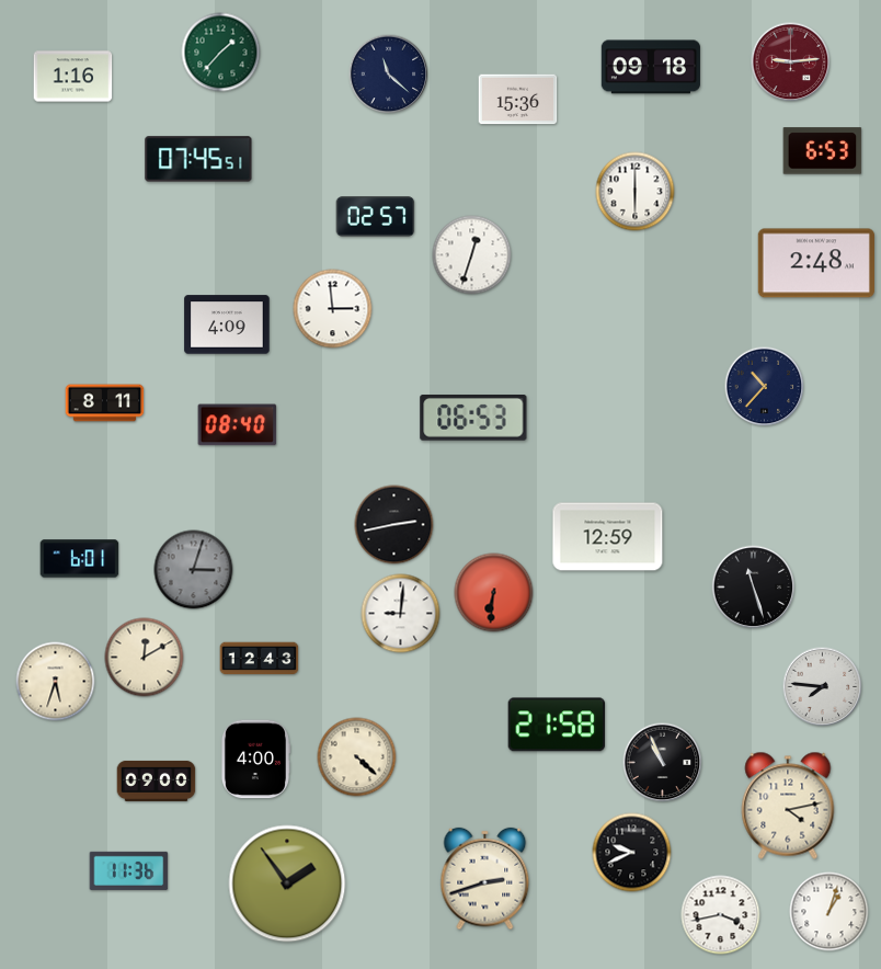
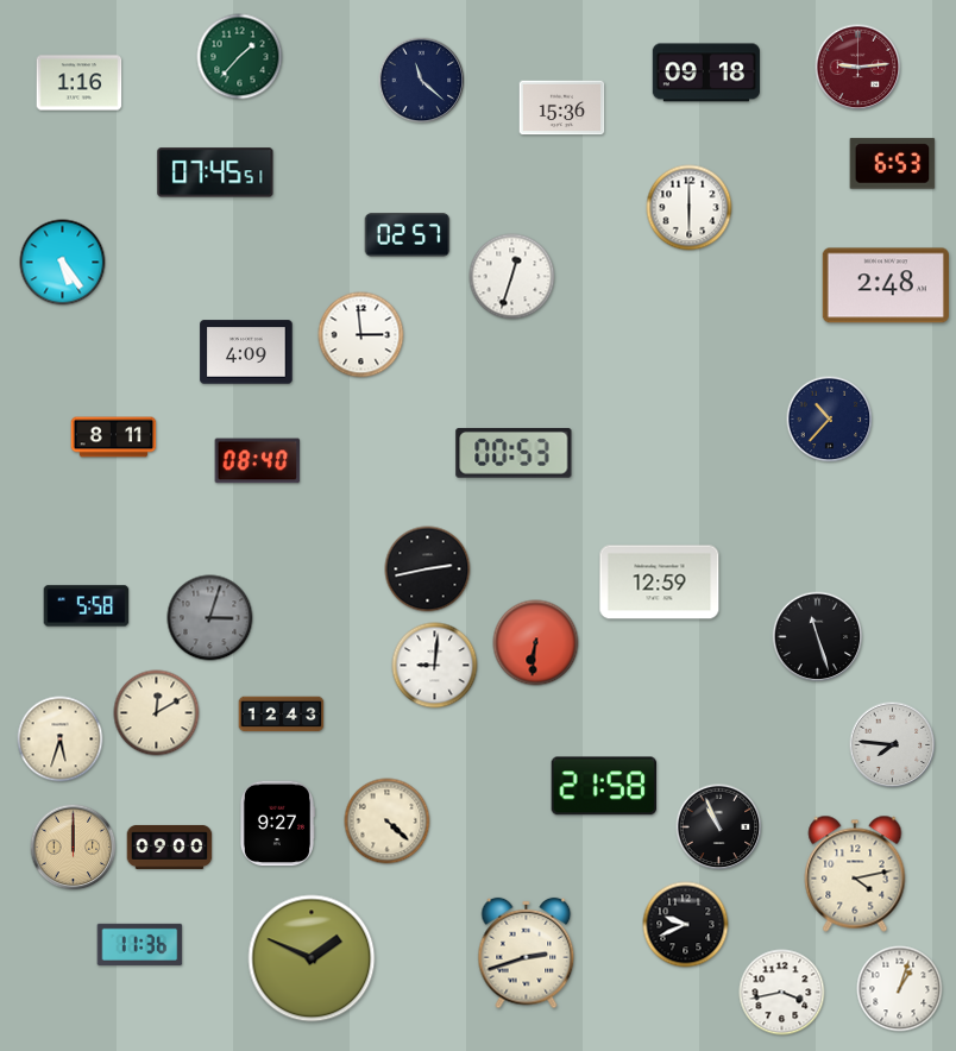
clock at (63, 263): none -> 5:24
clock at (473, 419): 06:53 -> 00:53
clock at (80, 559): 6:01 -> 5:58
clock at (255, 760): 4:00 -> 9:27
clock at (74, 848): none -> 12:00
clock at (287, 884): 1:54 -> 1:49
